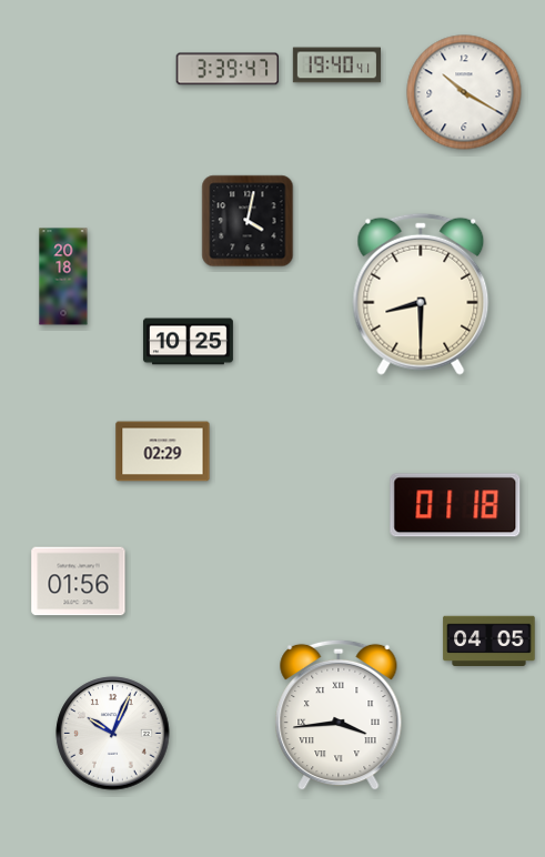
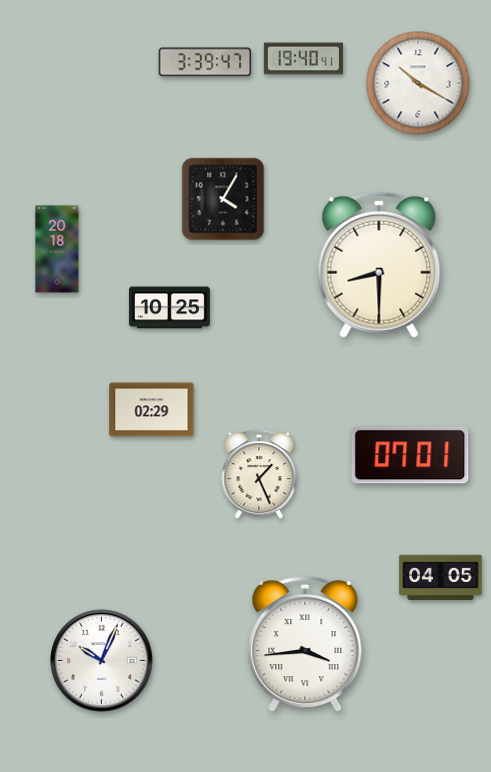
clock at (248, 221): 4:02 -> 4:05
clock at (163, 452) position: (163, 452) -> (152, 410)
clock at (455, 505): 01:18 -> 07:01
clock at (259, 475): none -> 1:26
clock at (79, 582): 01:56 -> none
